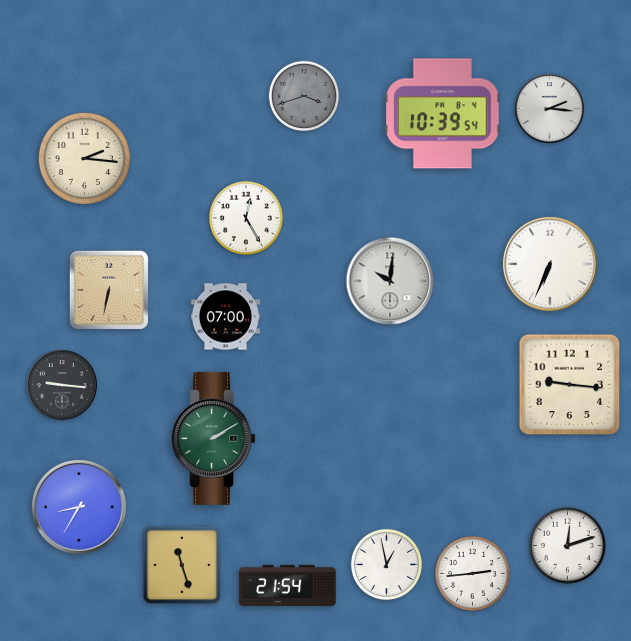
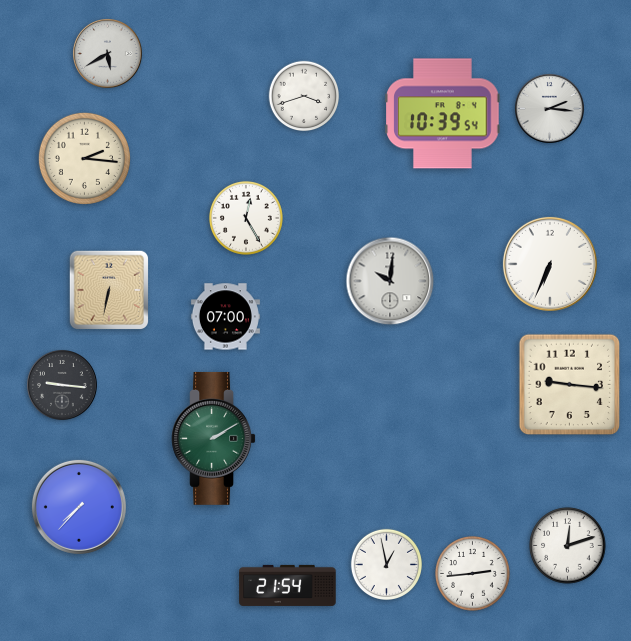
clock at (108, 54): none -> 5:40
clock at (304, 96) dial: grey -> white
clock at (79, 507): 8:35 -> 7:37
clock at (182, 565): 11:27 -> none
